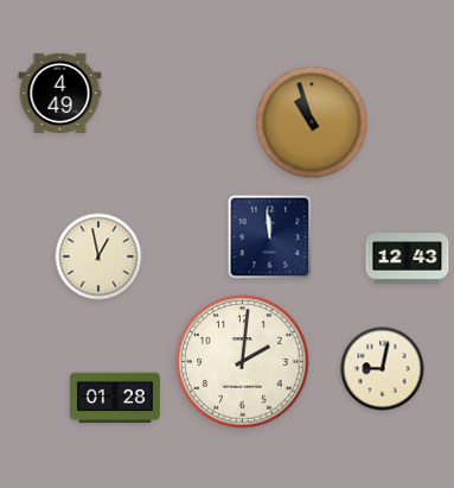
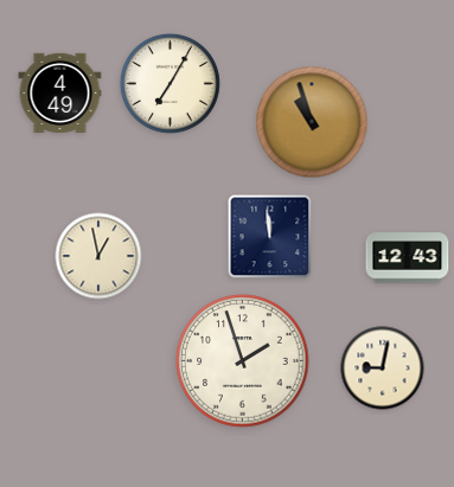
clock at (170, 83): none -> 7:05
clock at (243, 362): 2:01 -> 1:57
clock at (115, 398): 01:28 -> none
